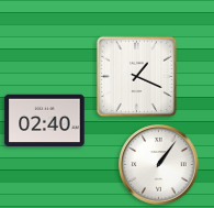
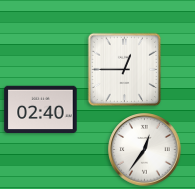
clock at (137, 77): 1:19 -> 12:45
clock at (159, 165): 1:06 -> 12:36
